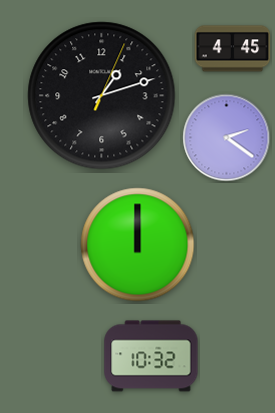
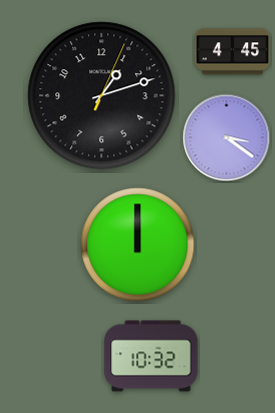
clock at (233, 49) position: (233, 49) -> (233, 52)
clock at (227, 138): 2:21 -> 3:21
